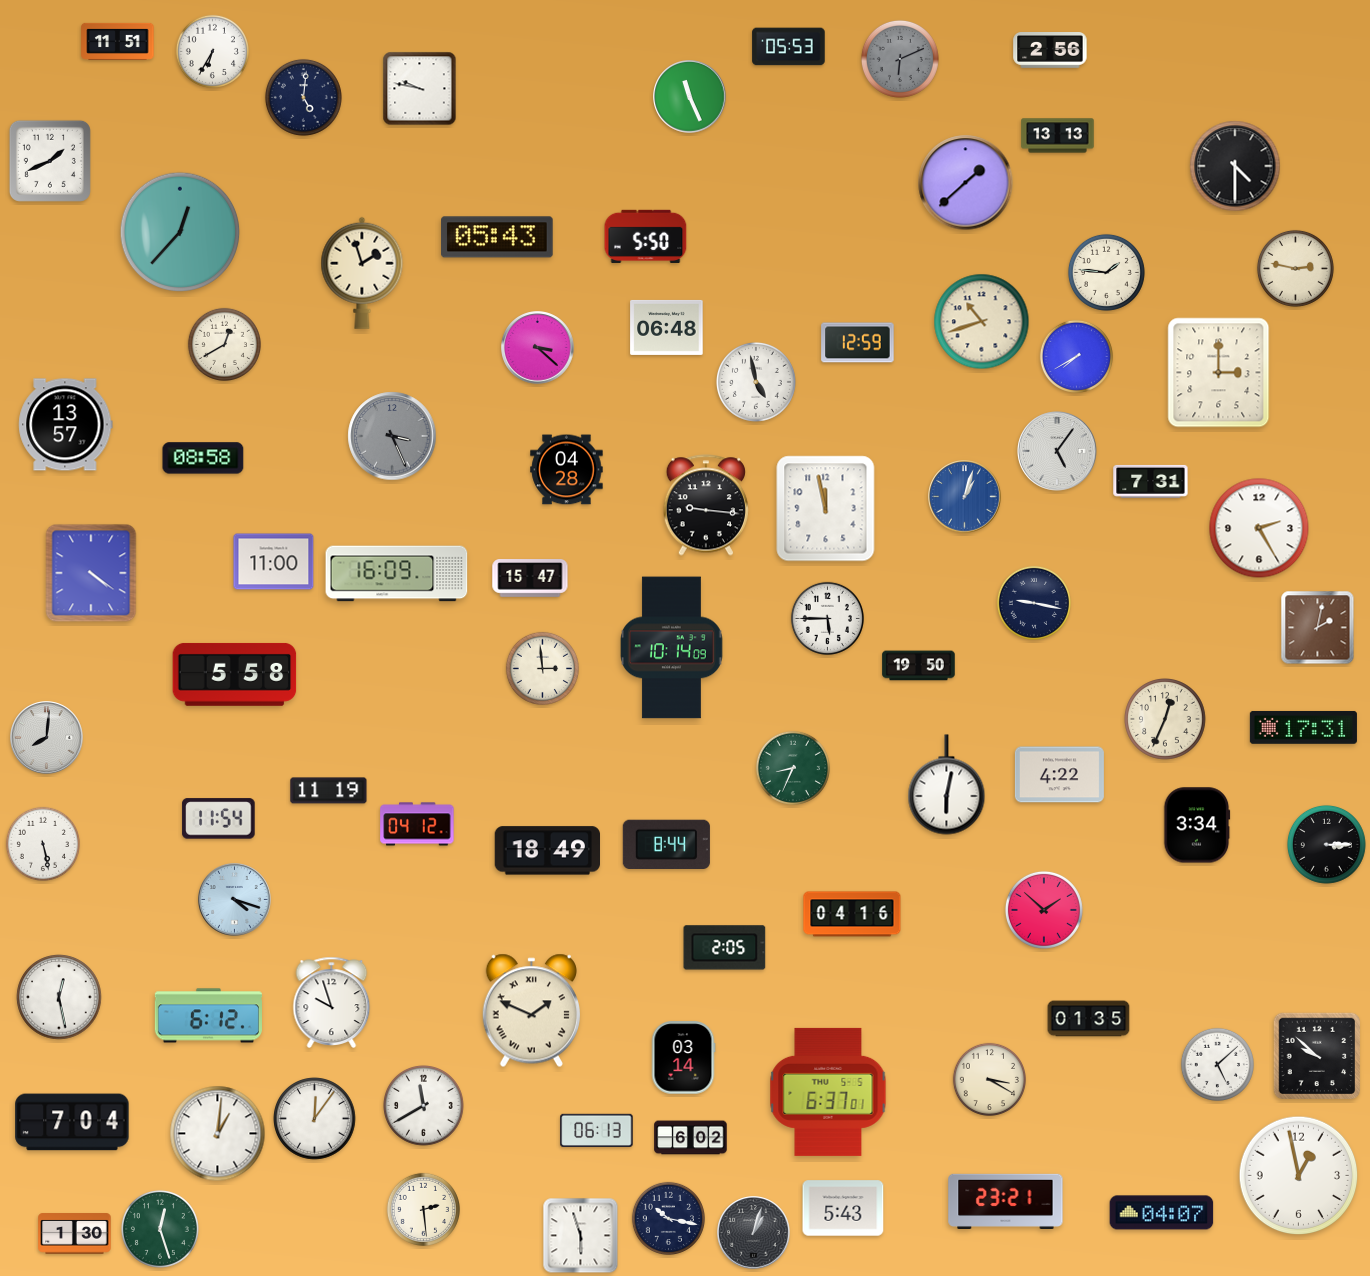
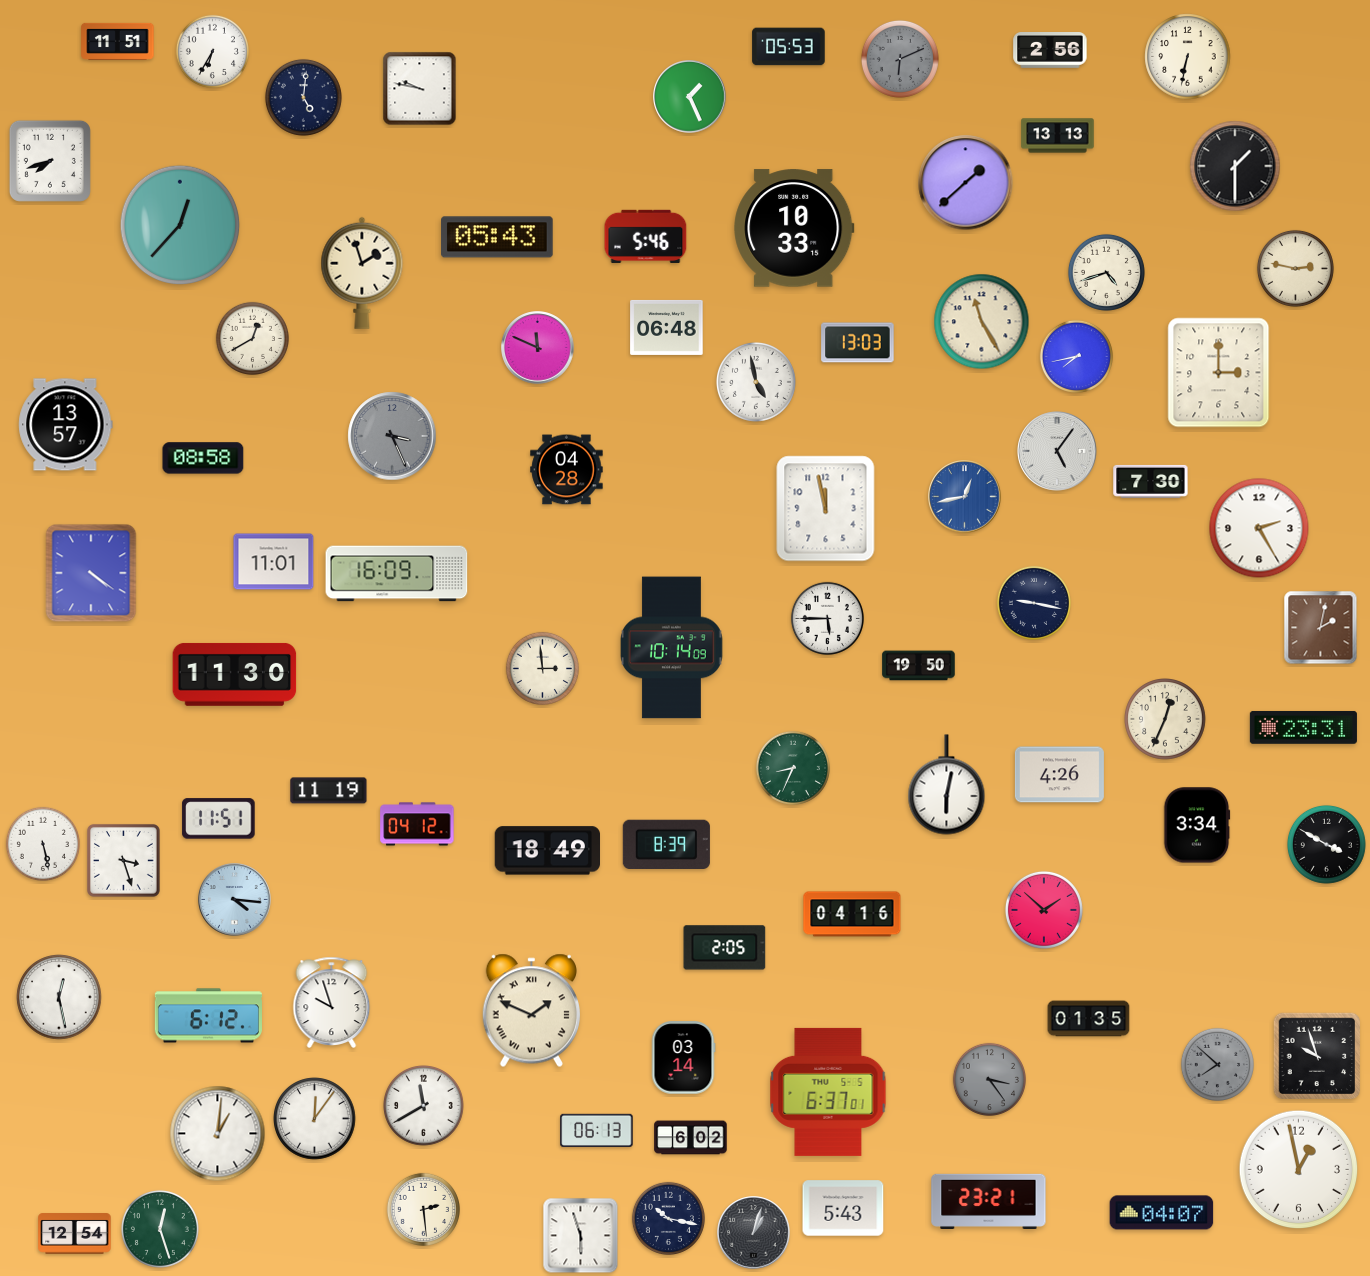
clock at (1188, 57): none -> 6:32
clock at (690, 97): 11:26 -> 1:26
clock at (50, 161): 1:41 -> 7:42
clock at (1235, 166): 4:30 -> 1:30
clock at (794, 228): none -> 10:33
clock at (180, 232) position: (180, 232) -> (180, 225)
clock at (646, 236): 5:50 -> 5:46
clock at (1106, 272): 1:46 -> 4:42
clock at (982, 322): 10:42 -> 11:25
clock at (858, 343): 12:59 -> 13:03
clock at (224, 344) position: (224, 344) -> (252, 338)
clock at (538, 348): 3:22 -> 11:49
clock at (1076, 356): 7:40 -> 7:43
clock at (1151, 481): 7:31 -> 7:30
clock at (965, 497): 1:03 -> 12:43
clock at (706, 505): 9:16 -> none
clock at (274, 562): 11:00 -> 11:01
clock at (530, 578): 15:47 -> none
clock at (1318, 628) position: (1318, 628) -> (1321, 628)
clock at (235, 674): 5:58 -> 11:30
clock at (1303, 728): 17:31 -> 23:31
clock at (47, 738): 8:01 -> none
clock at (1059, 775): 4:22 -> 4:26
clock at (219, 819): 11:54 -> 11:51
clock at (666, 844): 8:44 -> 8:39
clock at (1326, 844): 3:15 -> 3:50
clock at (123, 860): none -> 3:27
clock at (235, 900): 4:18 -> 4:16
clock at (1317, 1056): 9:52 -> 9:57
clock at (1217, 1064): 5:08 -> 7:52
clock at (1217, 1064) dial: white -> grey
clock at (989, 1079): 3:20 -> 3:24
clock at (989, 1079) dial: cream -> grey
clock at (72, 1122): 7:04 -> none
clock at (1299, 1176) position: (1299, 1176) -> (1299, 1170)
clock at (1006, 1201) position: (1006, 1201) -> (989, 1201)
clock at (75, 1234): 1:30 -> 12:54
